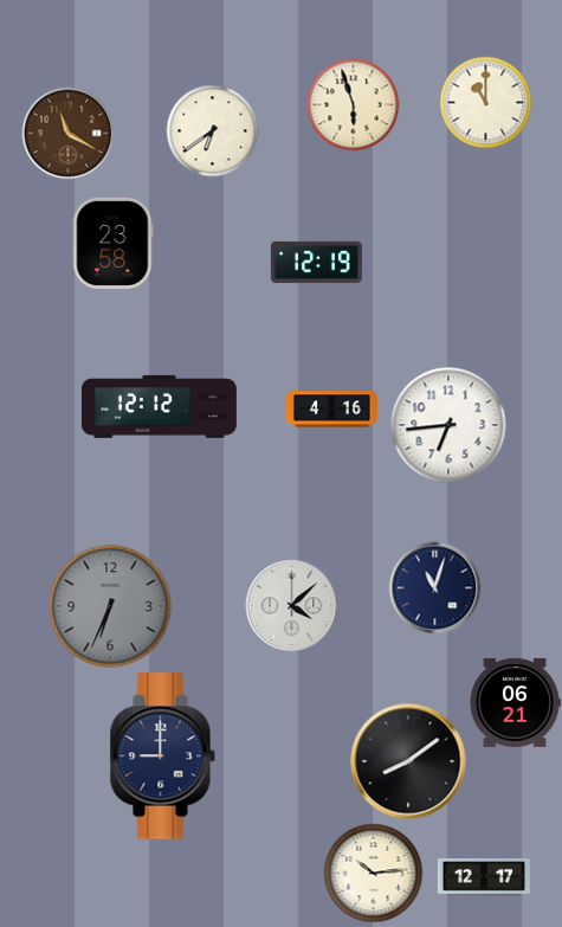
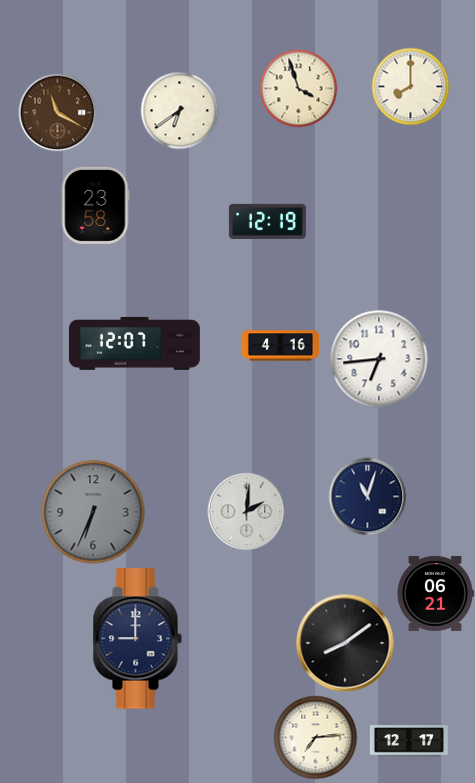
clock at (485, 102): 11:00 -> 8:00
clock at (353, 104): 5:57 -> 3:57
clock at (159, 406): 12:12 -> 12:07
clock at (291, 605): 4:08 -> 2:01
clock at (373, 873): 10:14 -> 7:14
